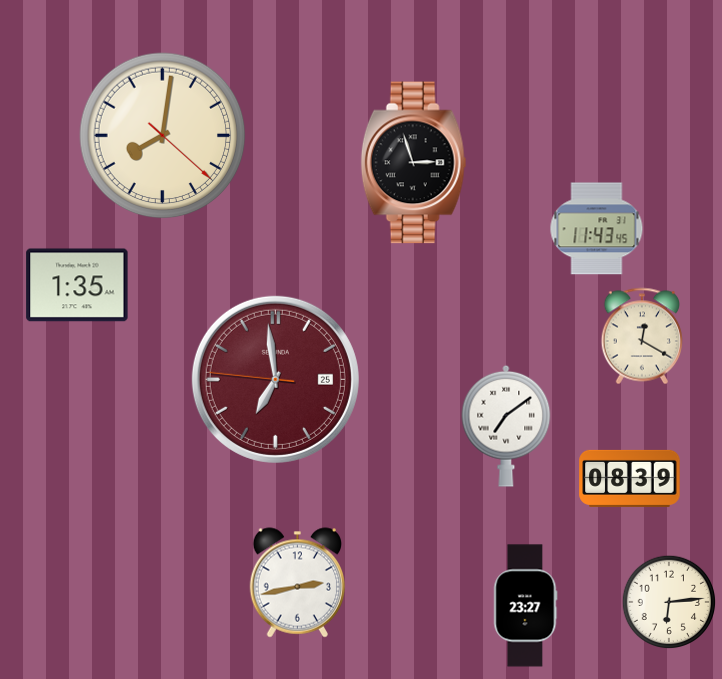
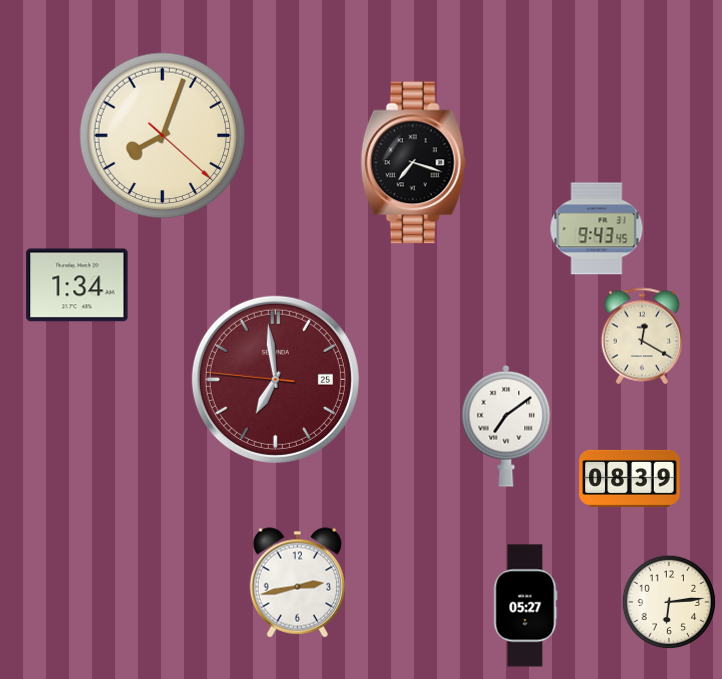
clock at (163, 136): 8:01 -> 8:03
clock at (414, 163): 2:57 -> 7:18
clock at (597, 229): 11:43 -> 9:43
clock at (77, 285): 1:35 -> 1:34
clock at (526, 606): 23:27 -> 05:27
